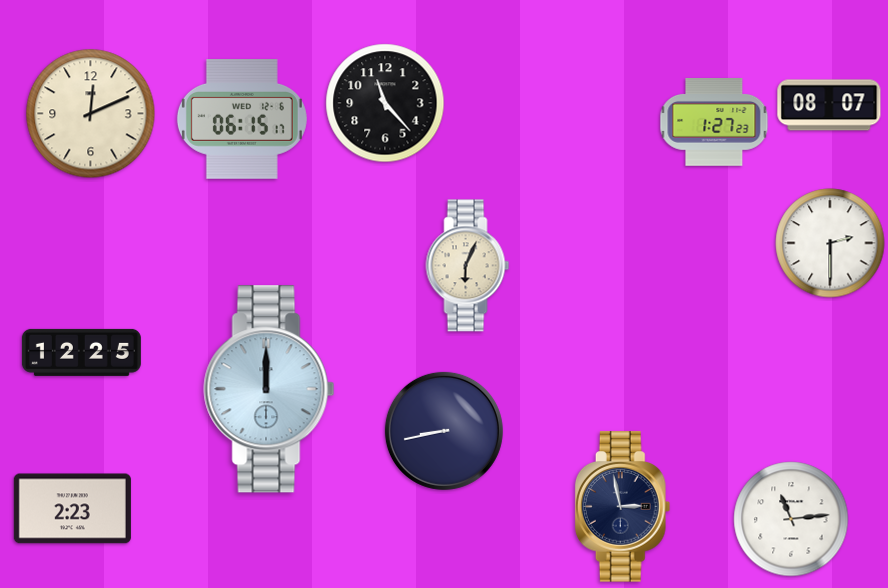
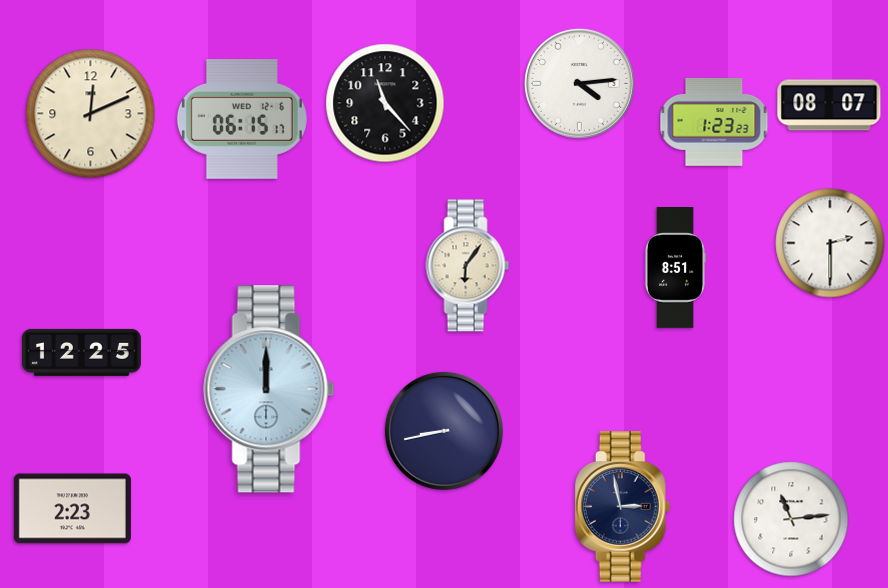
clock at (579, 83): none -> 4:14
clock at (714, 123): 1:27 -> 1:23
clock at (468, 266): 6:04 -> 6:06
clock at (675, 268): none -> 8:51
